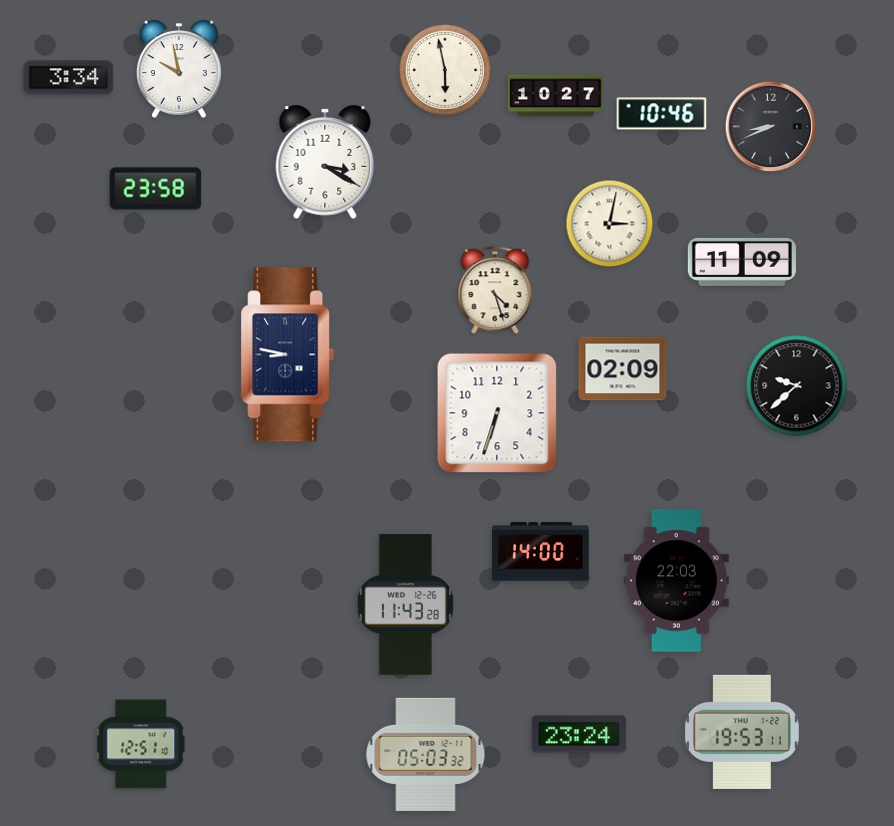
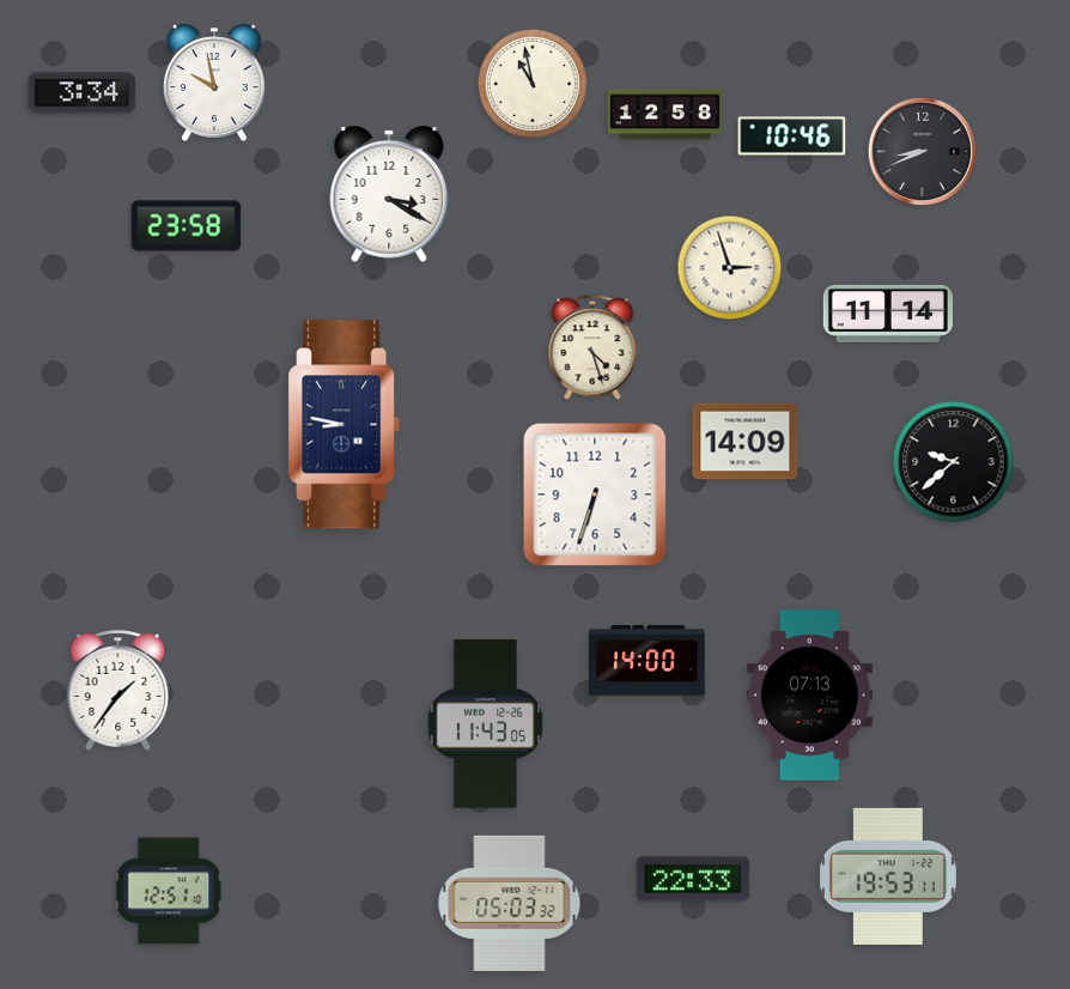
clock at (444, 69): 5:58 -> 10:58
clock at (555, 96): 10:27 -> 12:58
clock at (610, 224): 3:02 -> 2:57
clock at (742, 262): 11:09 -> 11:14
clock at (623, 369): 02:09 -> 14:09
clock at (118, 691): none -> 1:36
clock at (676, 581): 22:03 -> 07:13
clock at (405, 605): 11:43:28 -> 11:43:05
clock at (579, 734): 23:24 -> 22:33
